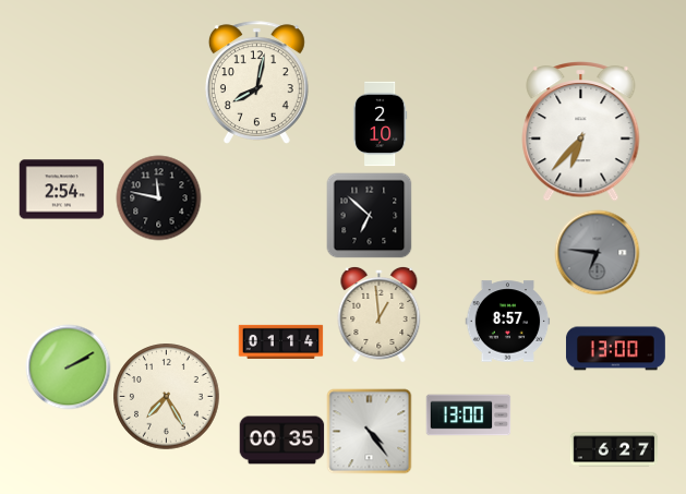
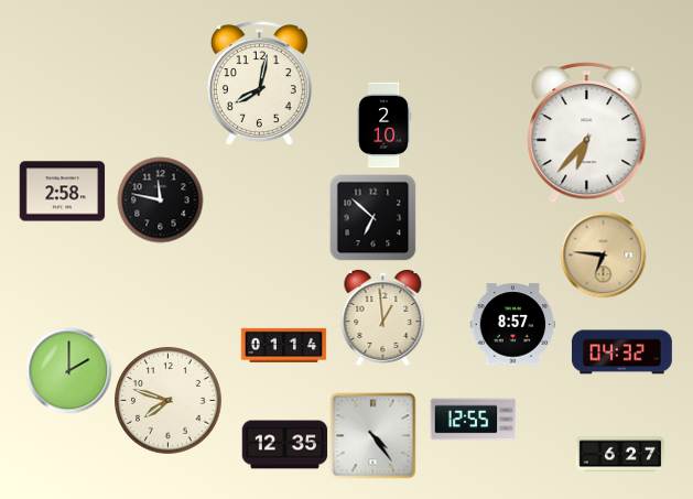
clock at (61, 190): 2:54 -> 2:58
clock at (597, 252) dial: grey -> champagne
clock at (615, 349): 13:00 -> 04:32
clock at (68, 366): 2:10 -> 2:00
clock at (167, 397): 7:25 -> 7:48
clock at (468, 415): 13:00 -> 12:55
clock at (281, 441): 00:35 -> 12:35
